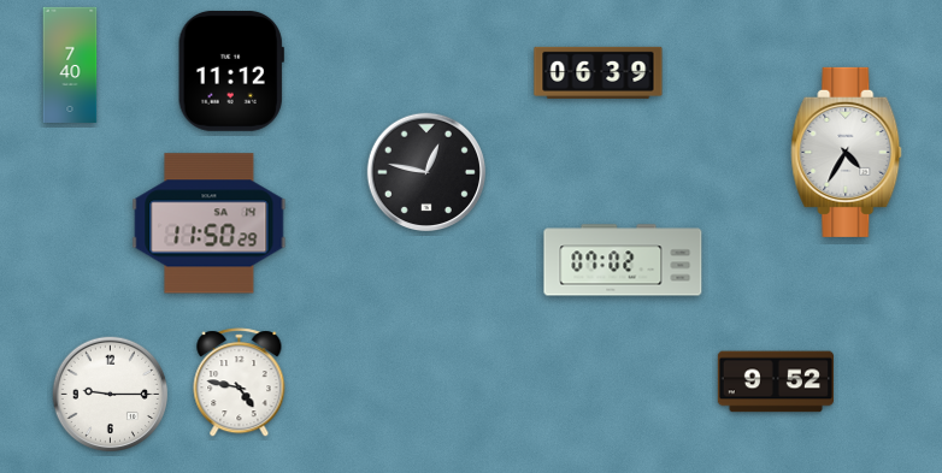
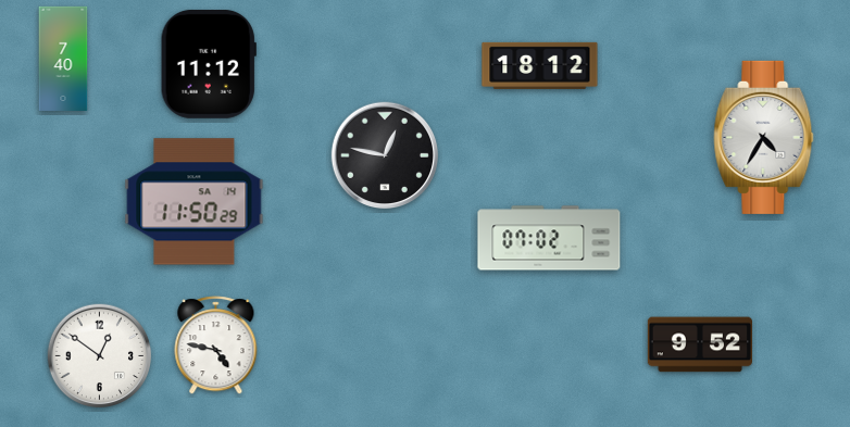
clock at (599, 72): 06:39 -> 18:12
clock at (210, 224) position: (210, 224) -> (195, 202)
clock at (623, 260) position: (623, 260) -> (549, 238)
clock at (111, 395): 9:15 -> 12:51
